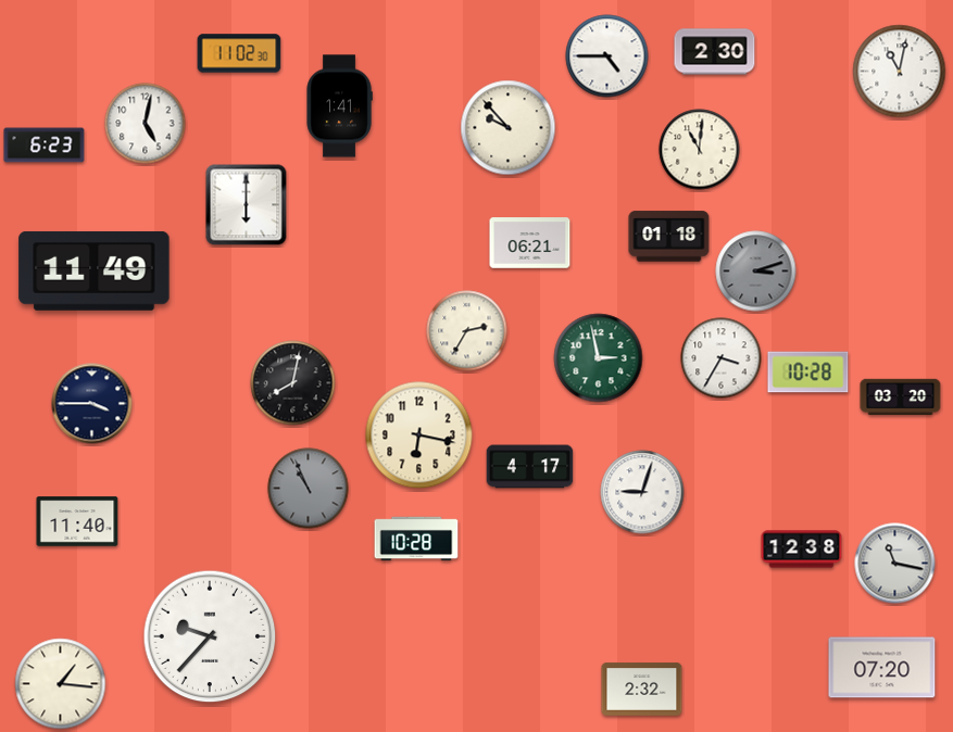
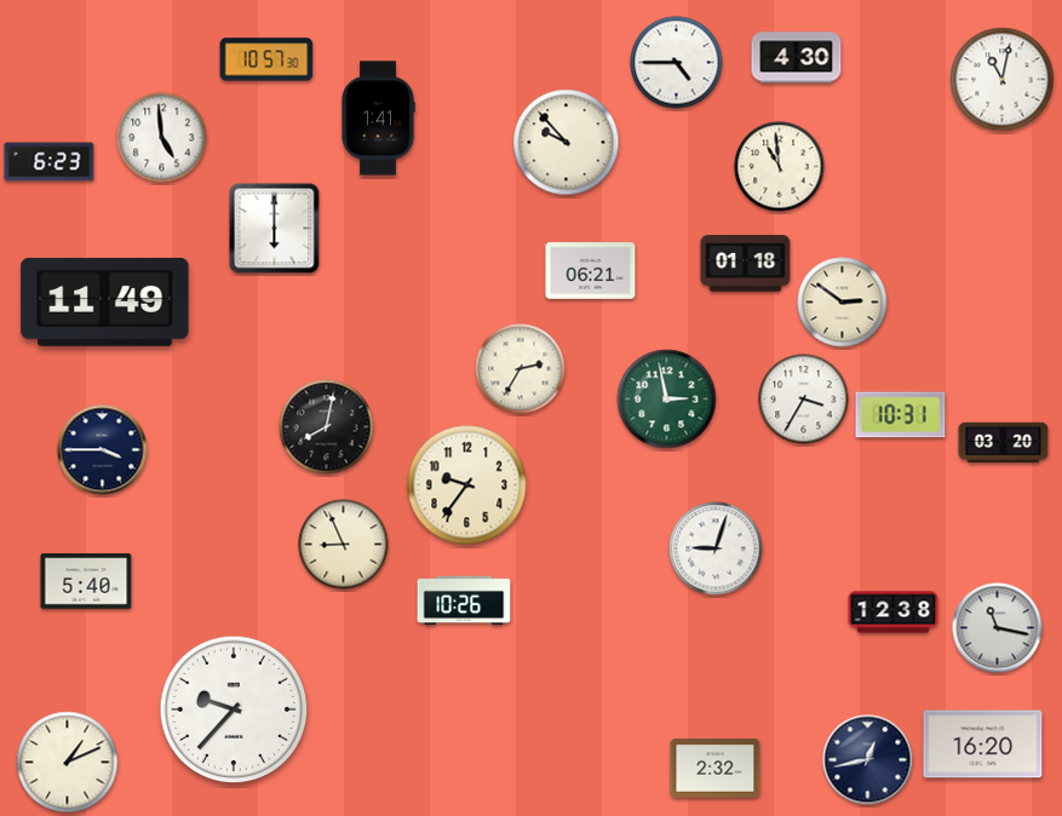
clock at (715, 52): 2:30 -> 4:30
clock at (239, 53): 11:02 -> 10:57
clock at (146, 124): 5:02 -> 4:59
clock at (700, 150): 11:01 -> 10:59
clock at (756, 272): 3:12 -> 2:51
clock at (756, 272) dial: grey -> cream
clock at (808, 373): 10:28 -> 10:31
clock at (419, 436): 6:17 -> 9:36
clock at (530, 467): 4:17 -> none
clock at (309, 489): 10:56 -> 8:56
clock at (309, 489) dial: grey -> cream
clock at (77, 521): 11:40 -> 5:40
clock at (416, 539): 10:28 -> 10:26
clock at (882, 668): 07:20 -> 16:20
clock at (868, 760): none -> 12:43
clock at (61, 684): 1:16 -> 1:11
